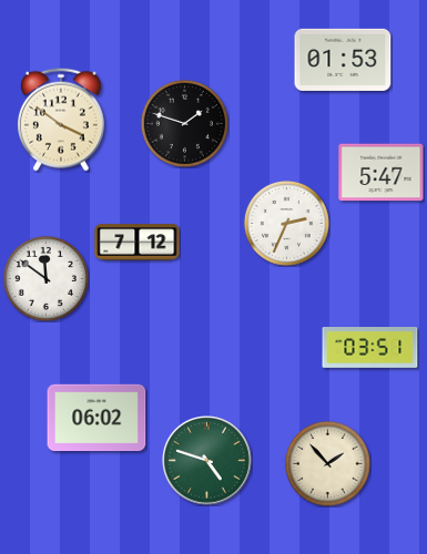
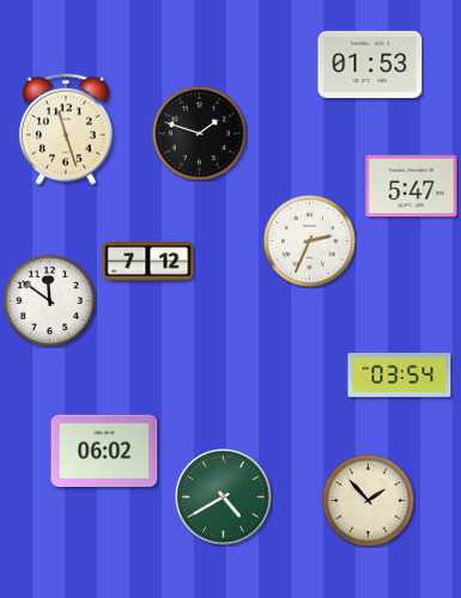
clock at (61, 120): 3:51 -> 11:27
clock at (370, 348): 03:51 -> 03:54
clock at (207, 461): 4:48 -> 4:40
clock at (327, 463) position: (327, 463) -> (368, 500)
